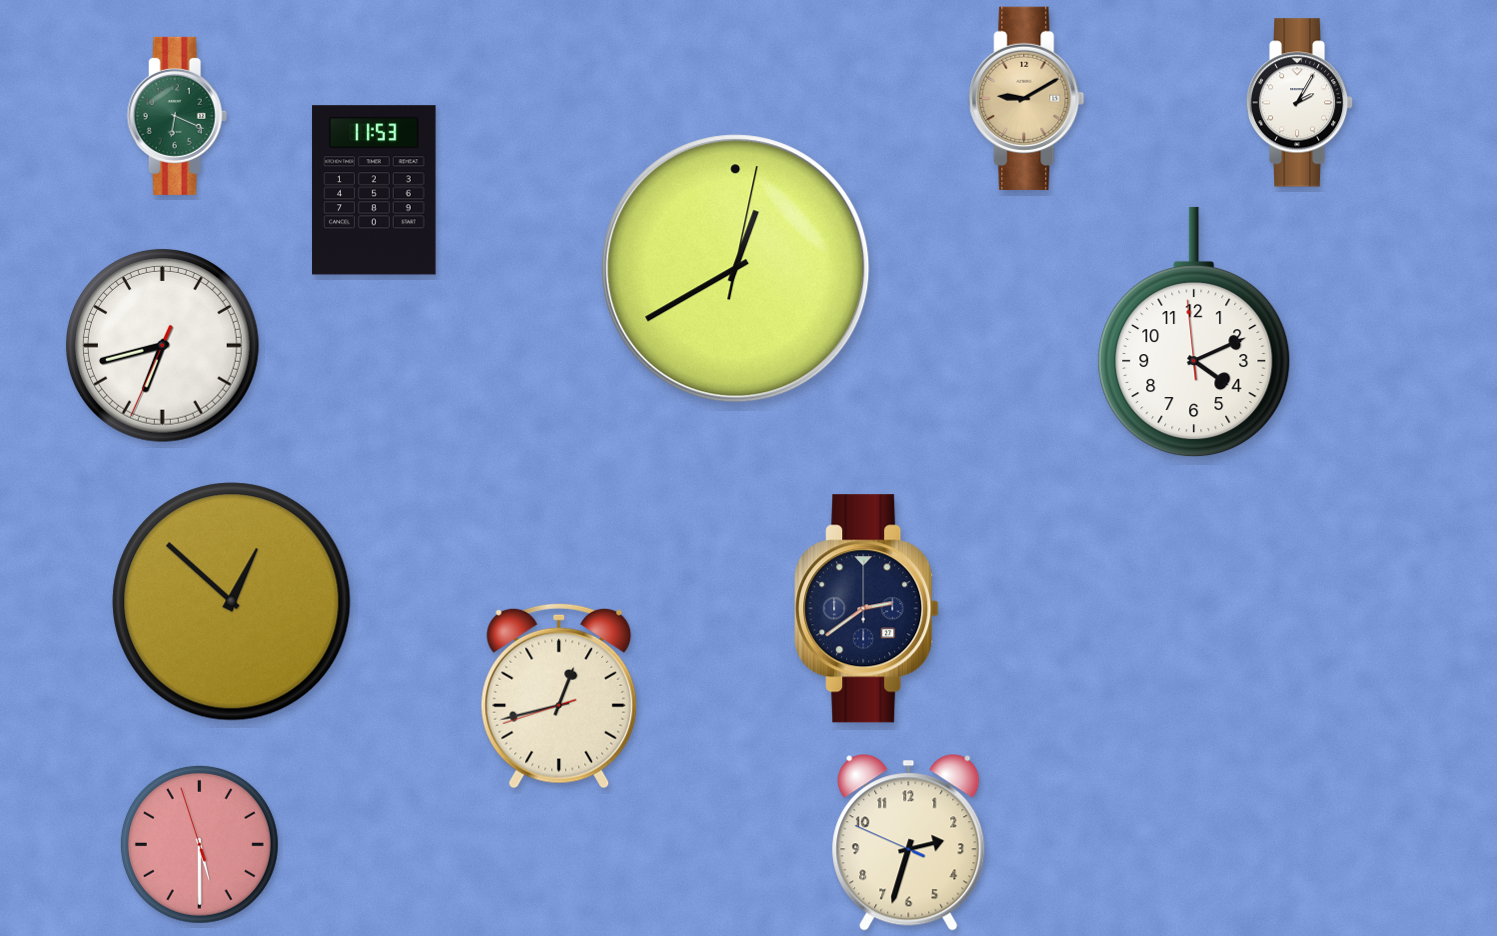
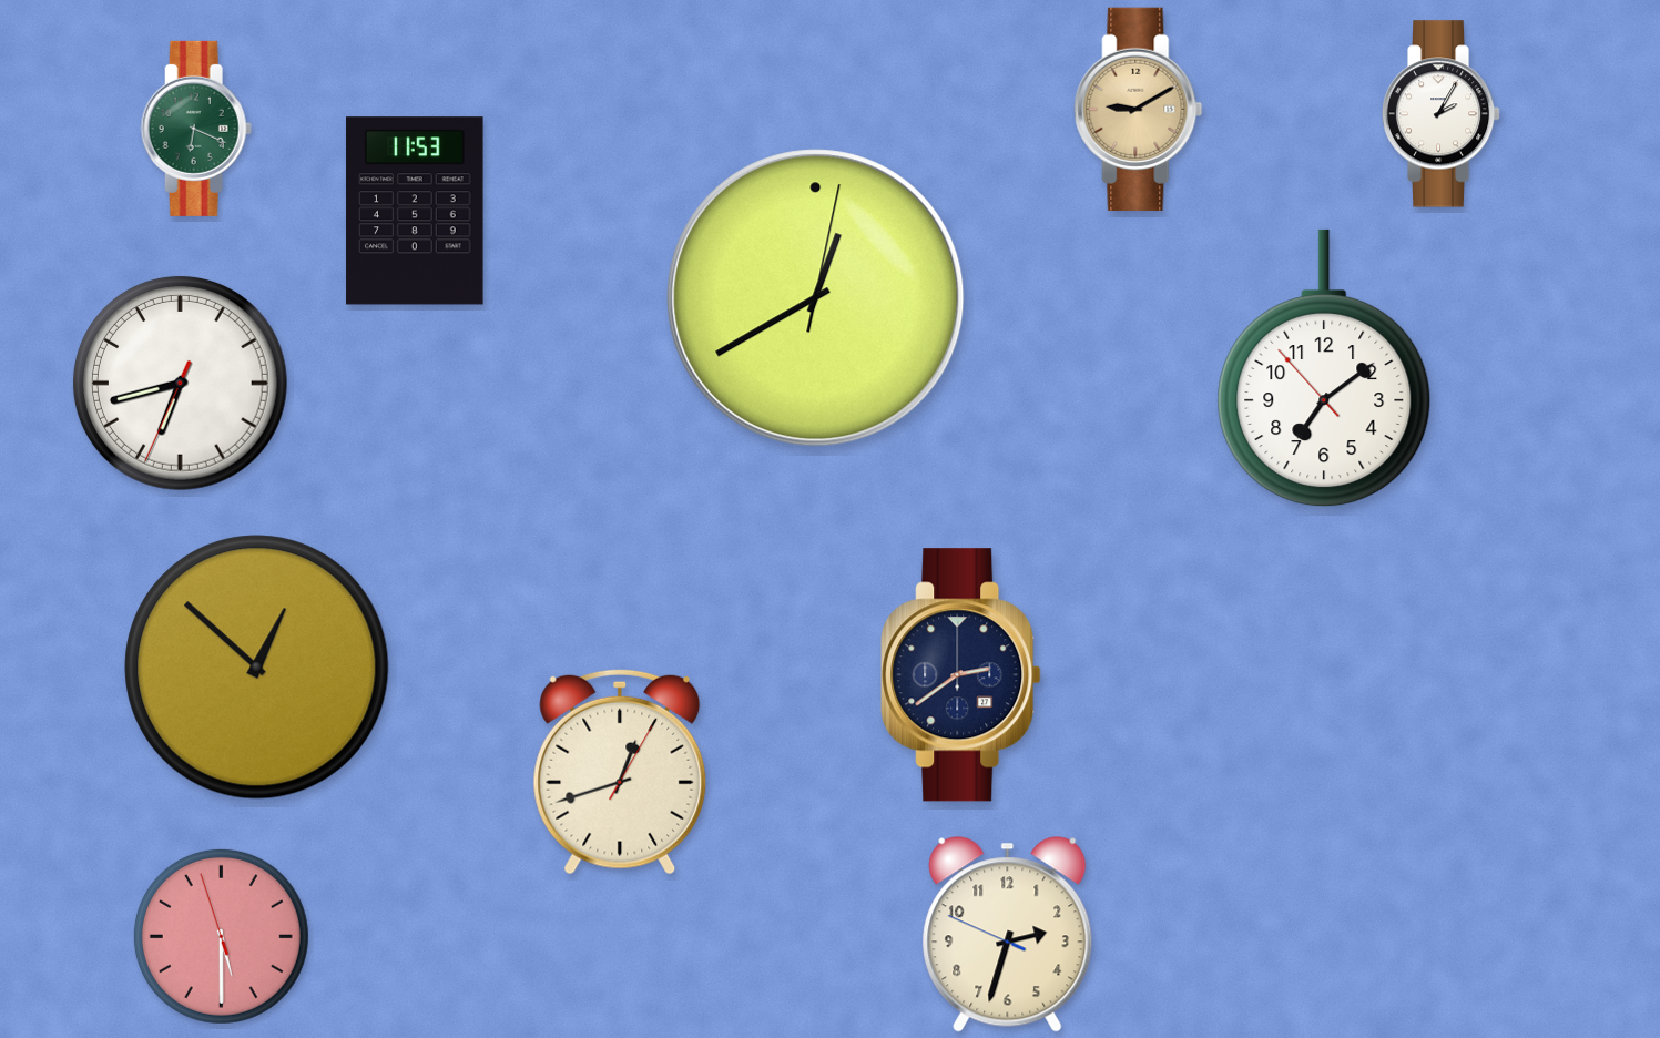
clock at (1194, 332): 4:10 -> 7:08
clock at (559, 696): 12:42:42 -> 12:42:05
